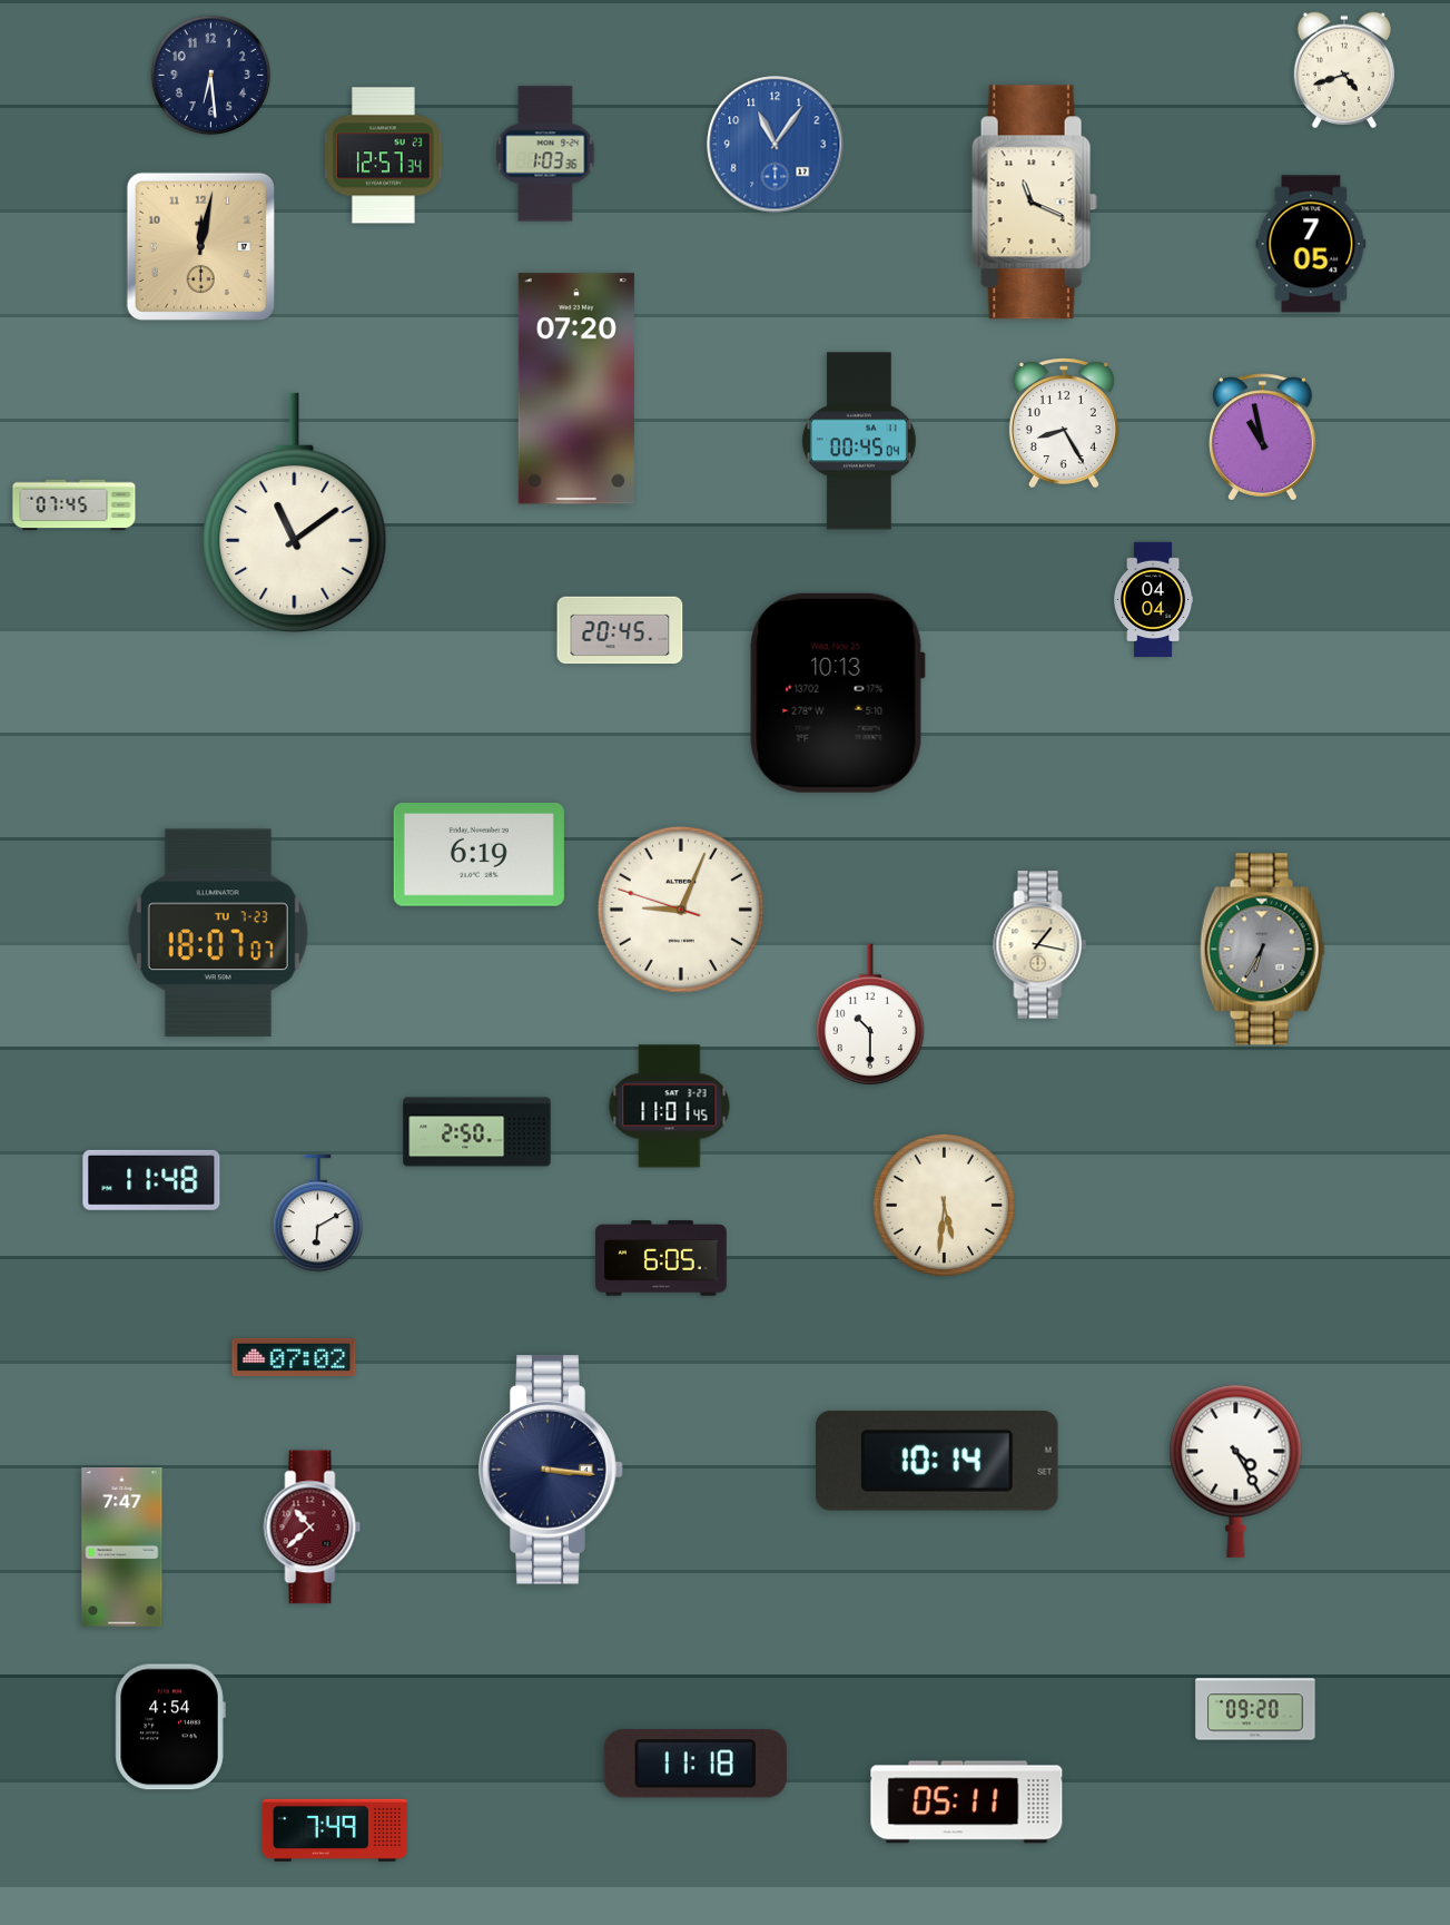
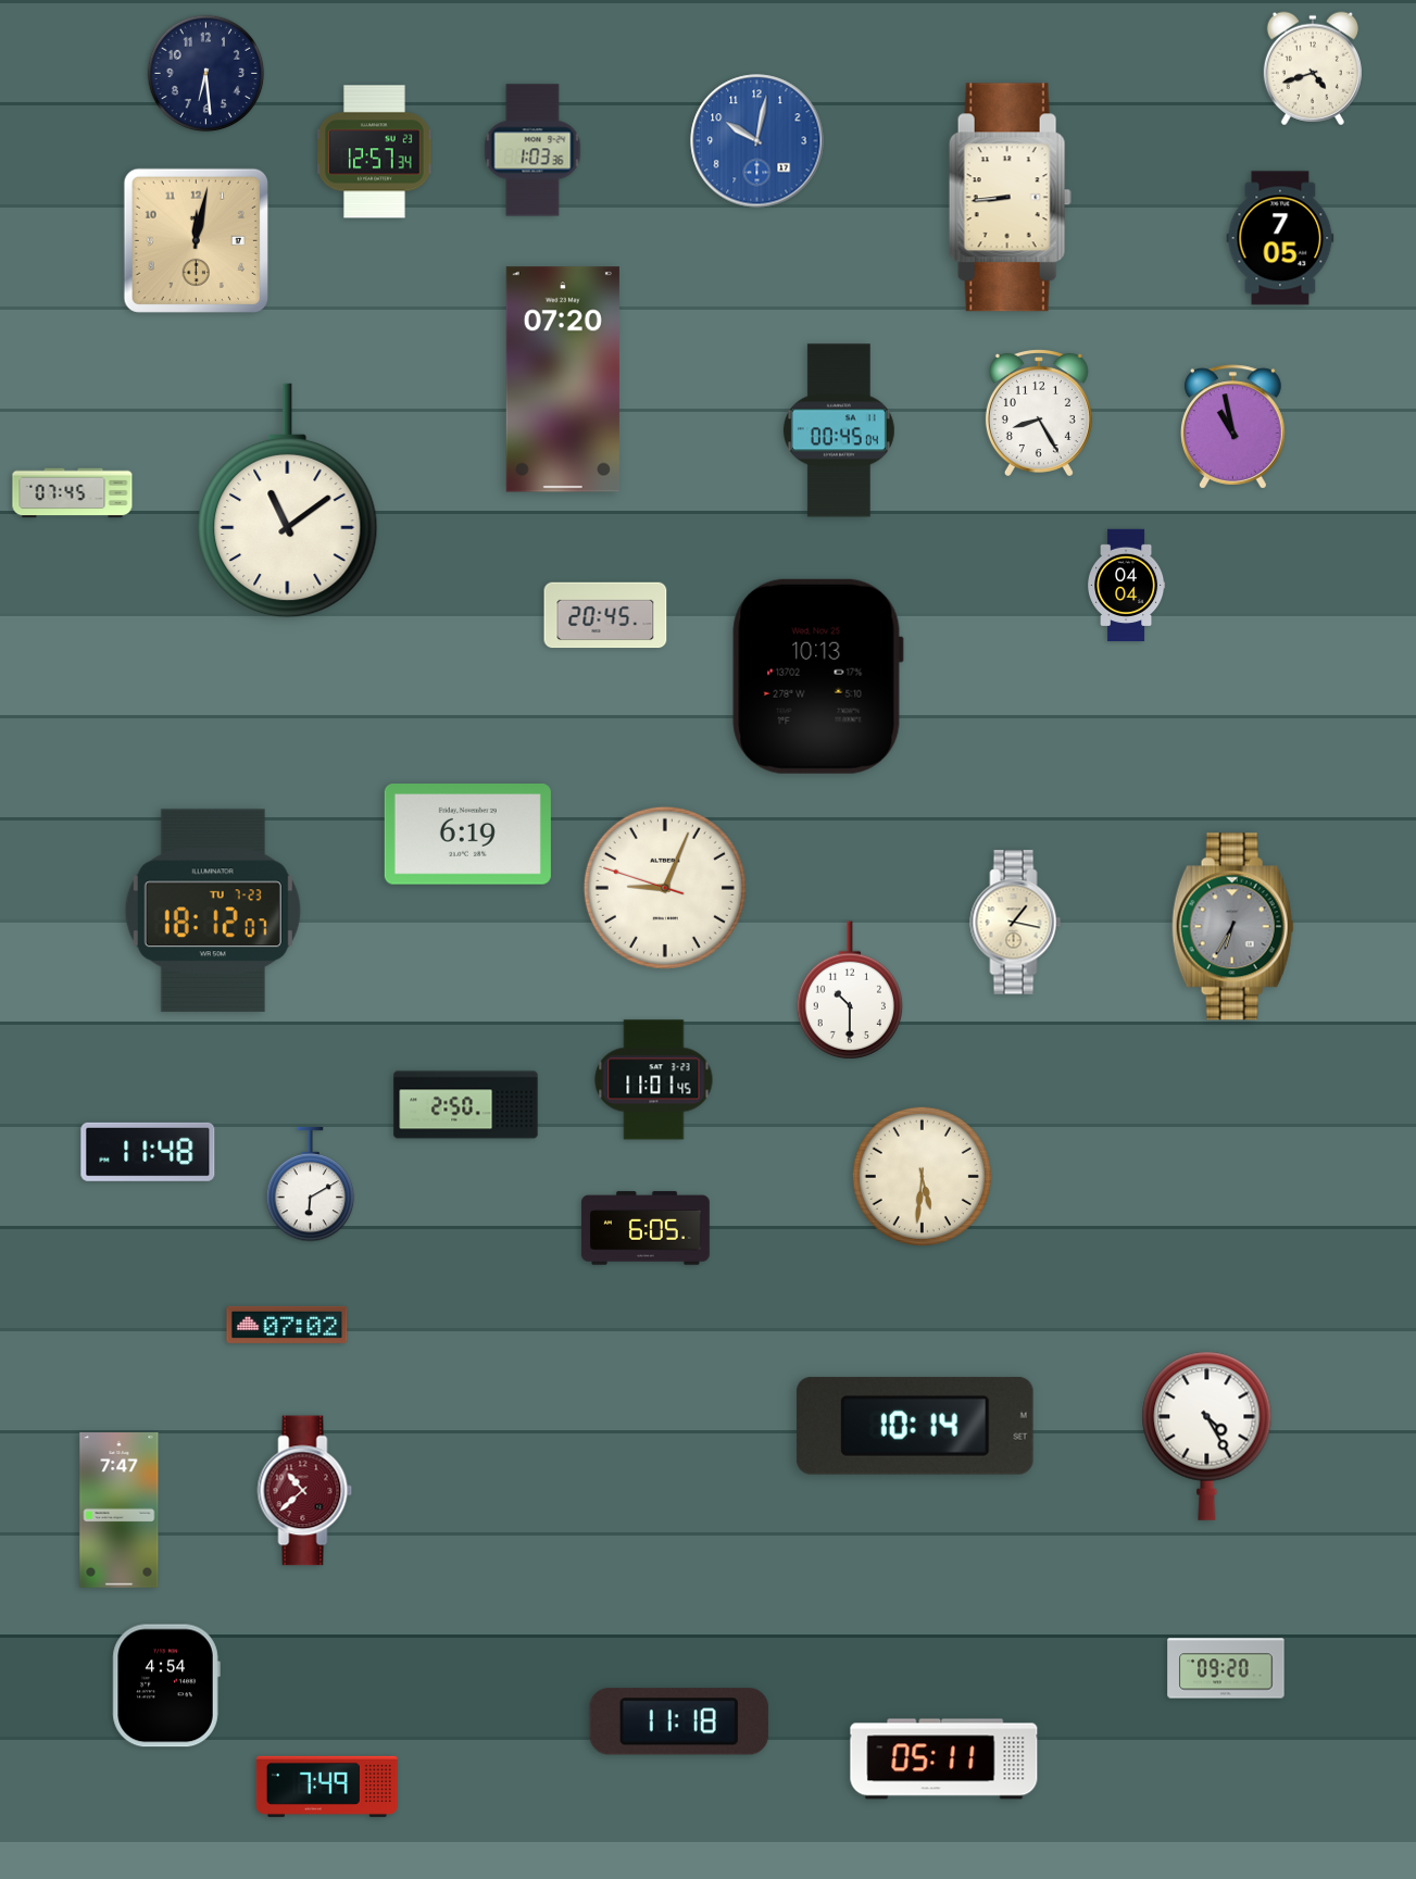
clock at (776, 145): 11:06 -> 10:02
clock at (1034, 203): 11:19 -> 8:44
clock at (218, 933): 18:07 -> 18:12
clock at (551, 1470): 3:16 -> none
